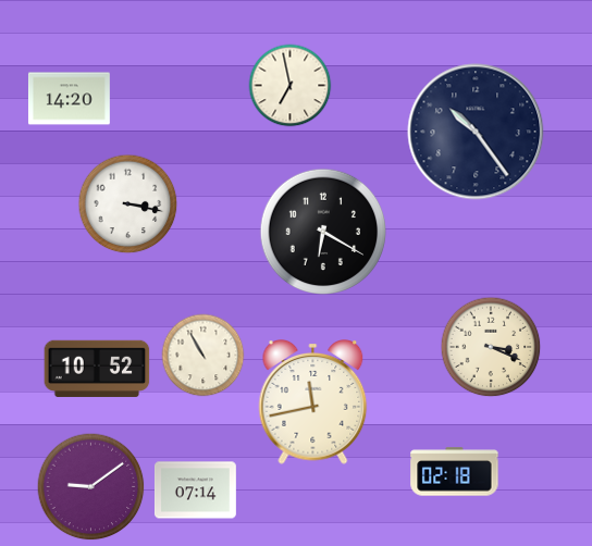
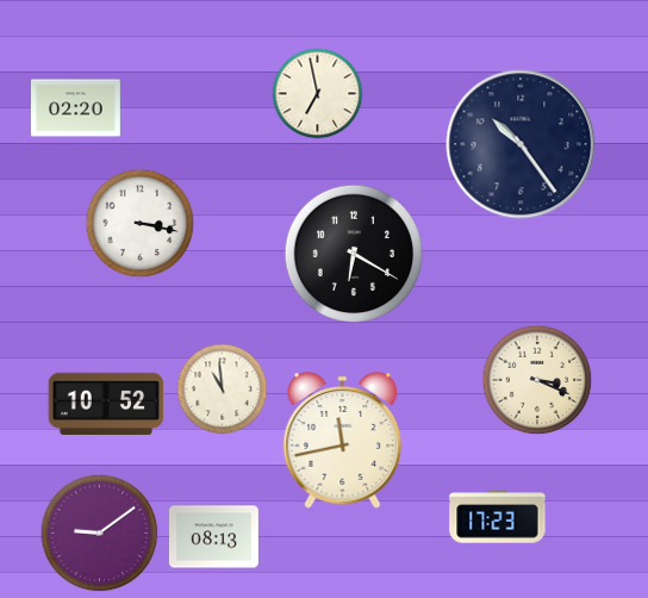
clock at (69, 99): 14:20 -> 02:20
clock at (203, 356): 10:55 -> 10:59
clock at (455, 472): 02:18 -> 17:23
clock at (195, 491): 07:14 -> 08:13
